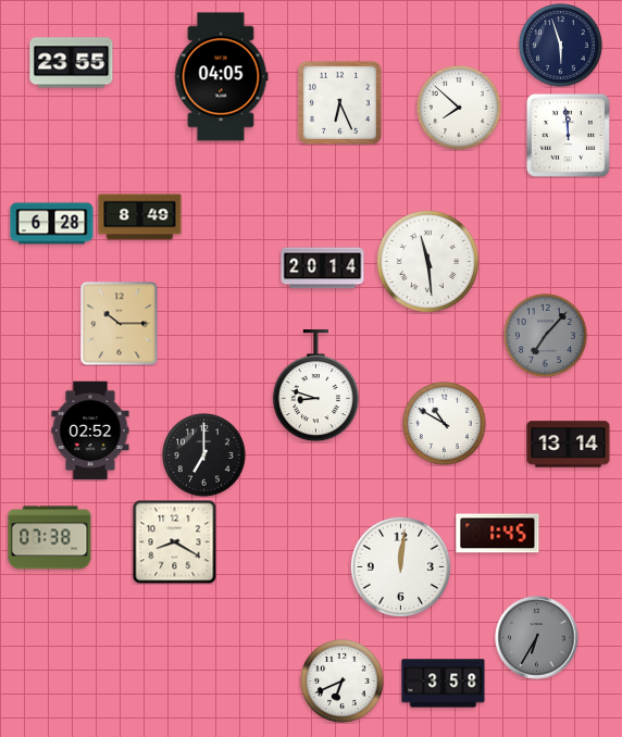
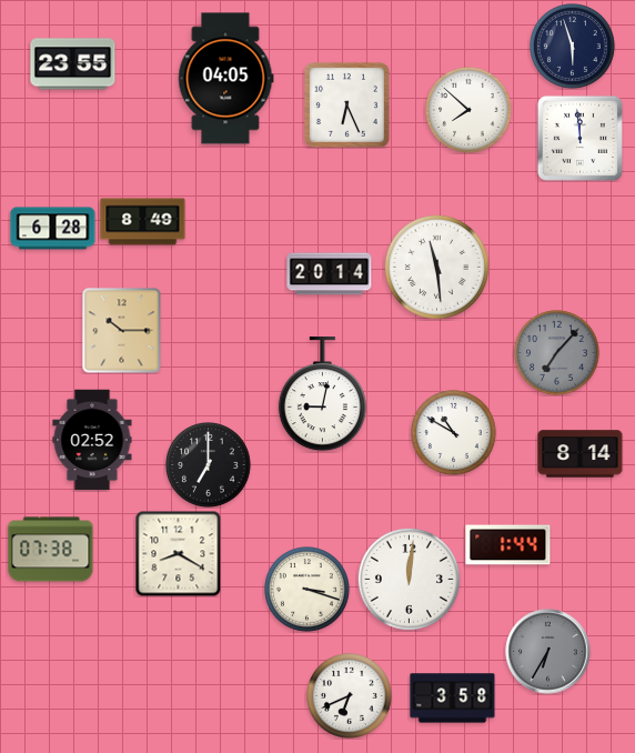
clock at (546, 336) position: (546, 336) -> (557, 353)
clock at (315, 386): 8:48 -> 9:02
clock at (569, 445): 13:14 -> 8:14
clock at (498, 534): 1:45 -> 1:44
clock at (308, 590): none -> 3:18
